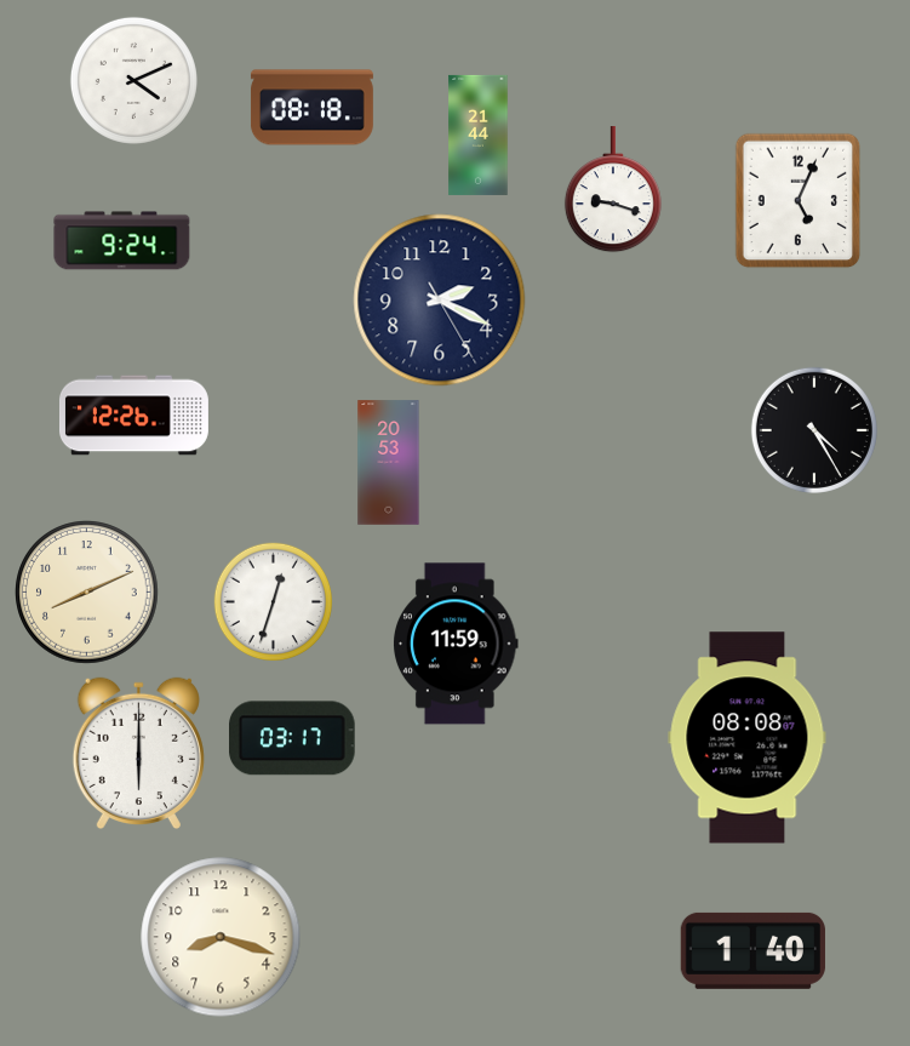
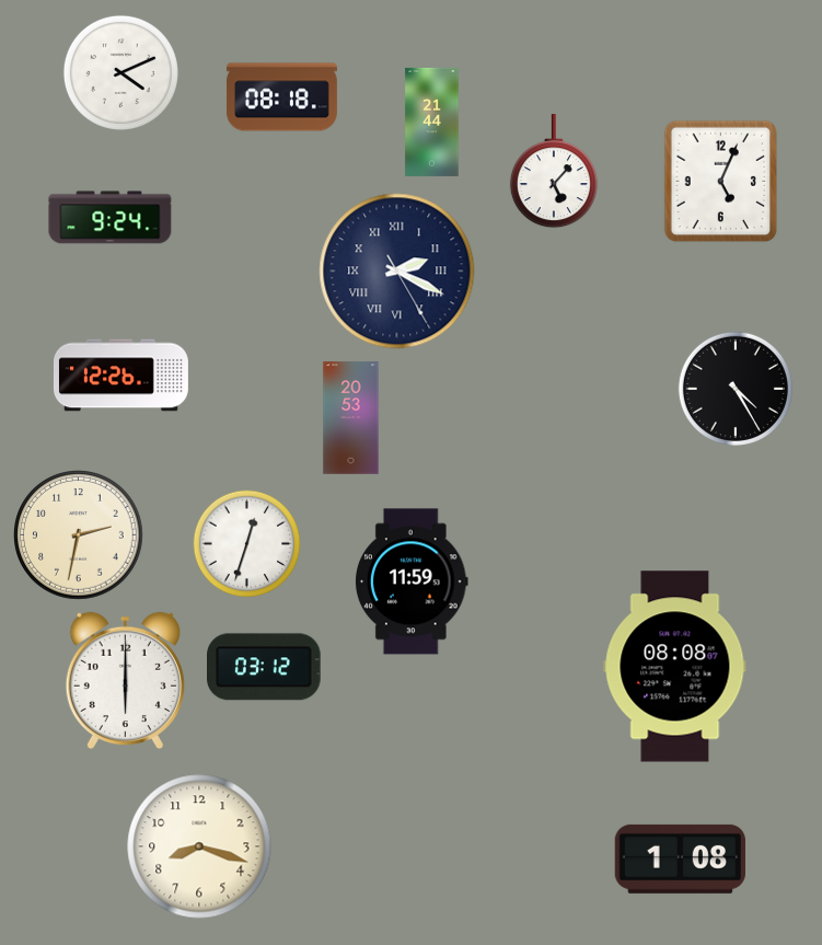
clock at (613, 190): 9:18 -> 5:07
clock at (440, 301) numerals: Arabic -> Roman
clock at (87, 593): 8:11 -> 2:32
clock at (293, 738): 03:17 -> 03:12
clock at (752, 950): 1:40 -> 1:08
